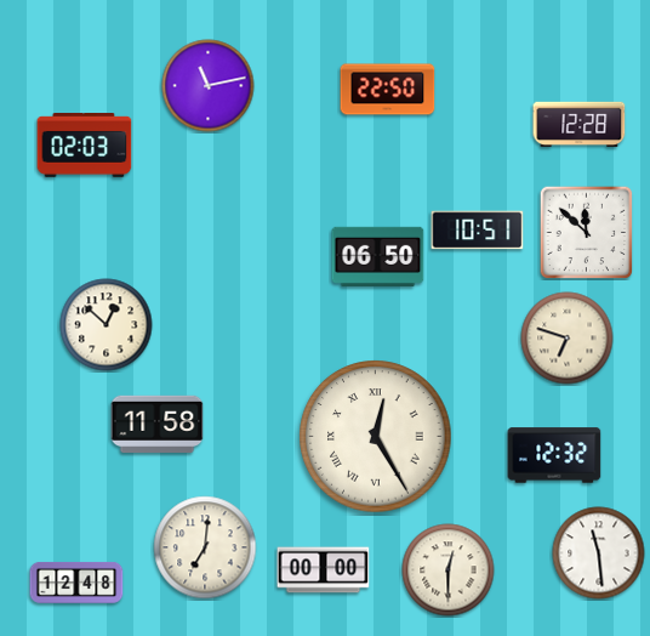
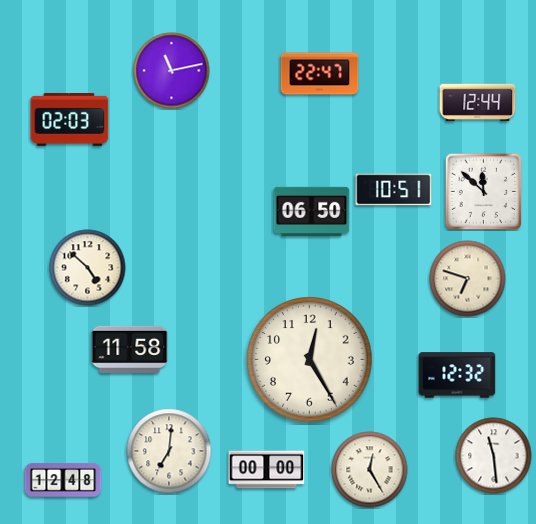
clock at (388, 90): 22:50 -> 22:47
clock at (580, 124): 12:28 -> 12:44
clock at (107, 325): 12:52 -> 4:52
clock at (376, 437) numerals: Roman -> Arabic
clock at (449, 570): 12:30 -> 12:25
